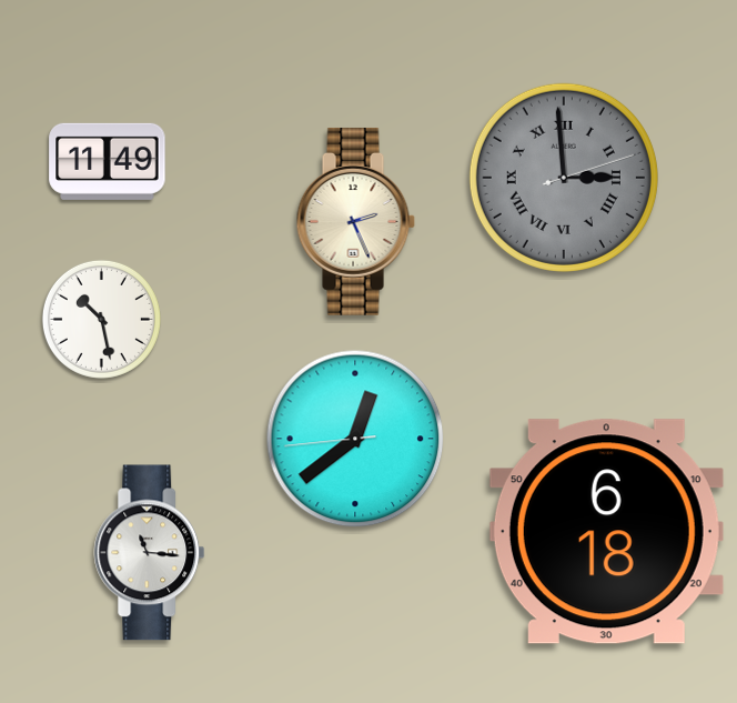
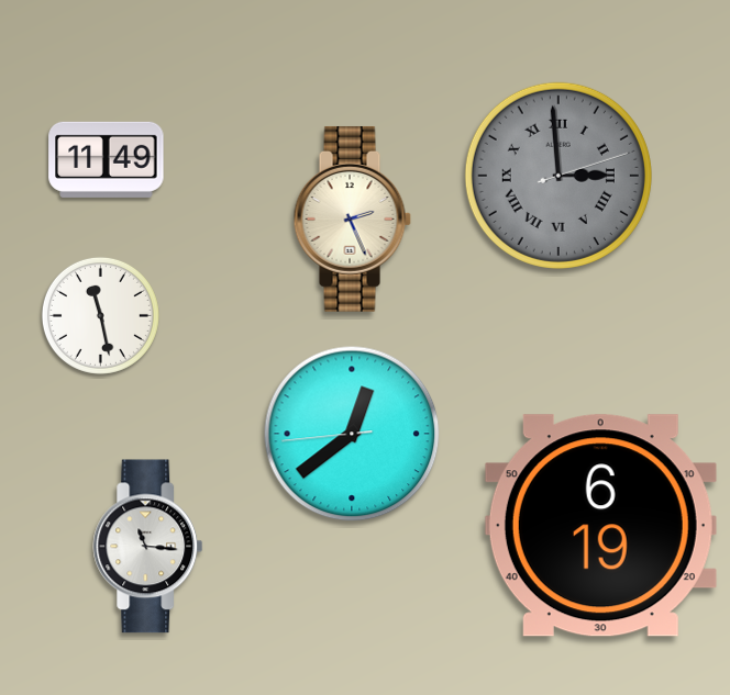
clock at (101, 319): 10:28 -> 11:28
clock at (606, 532): 6:18 -> 6:19
